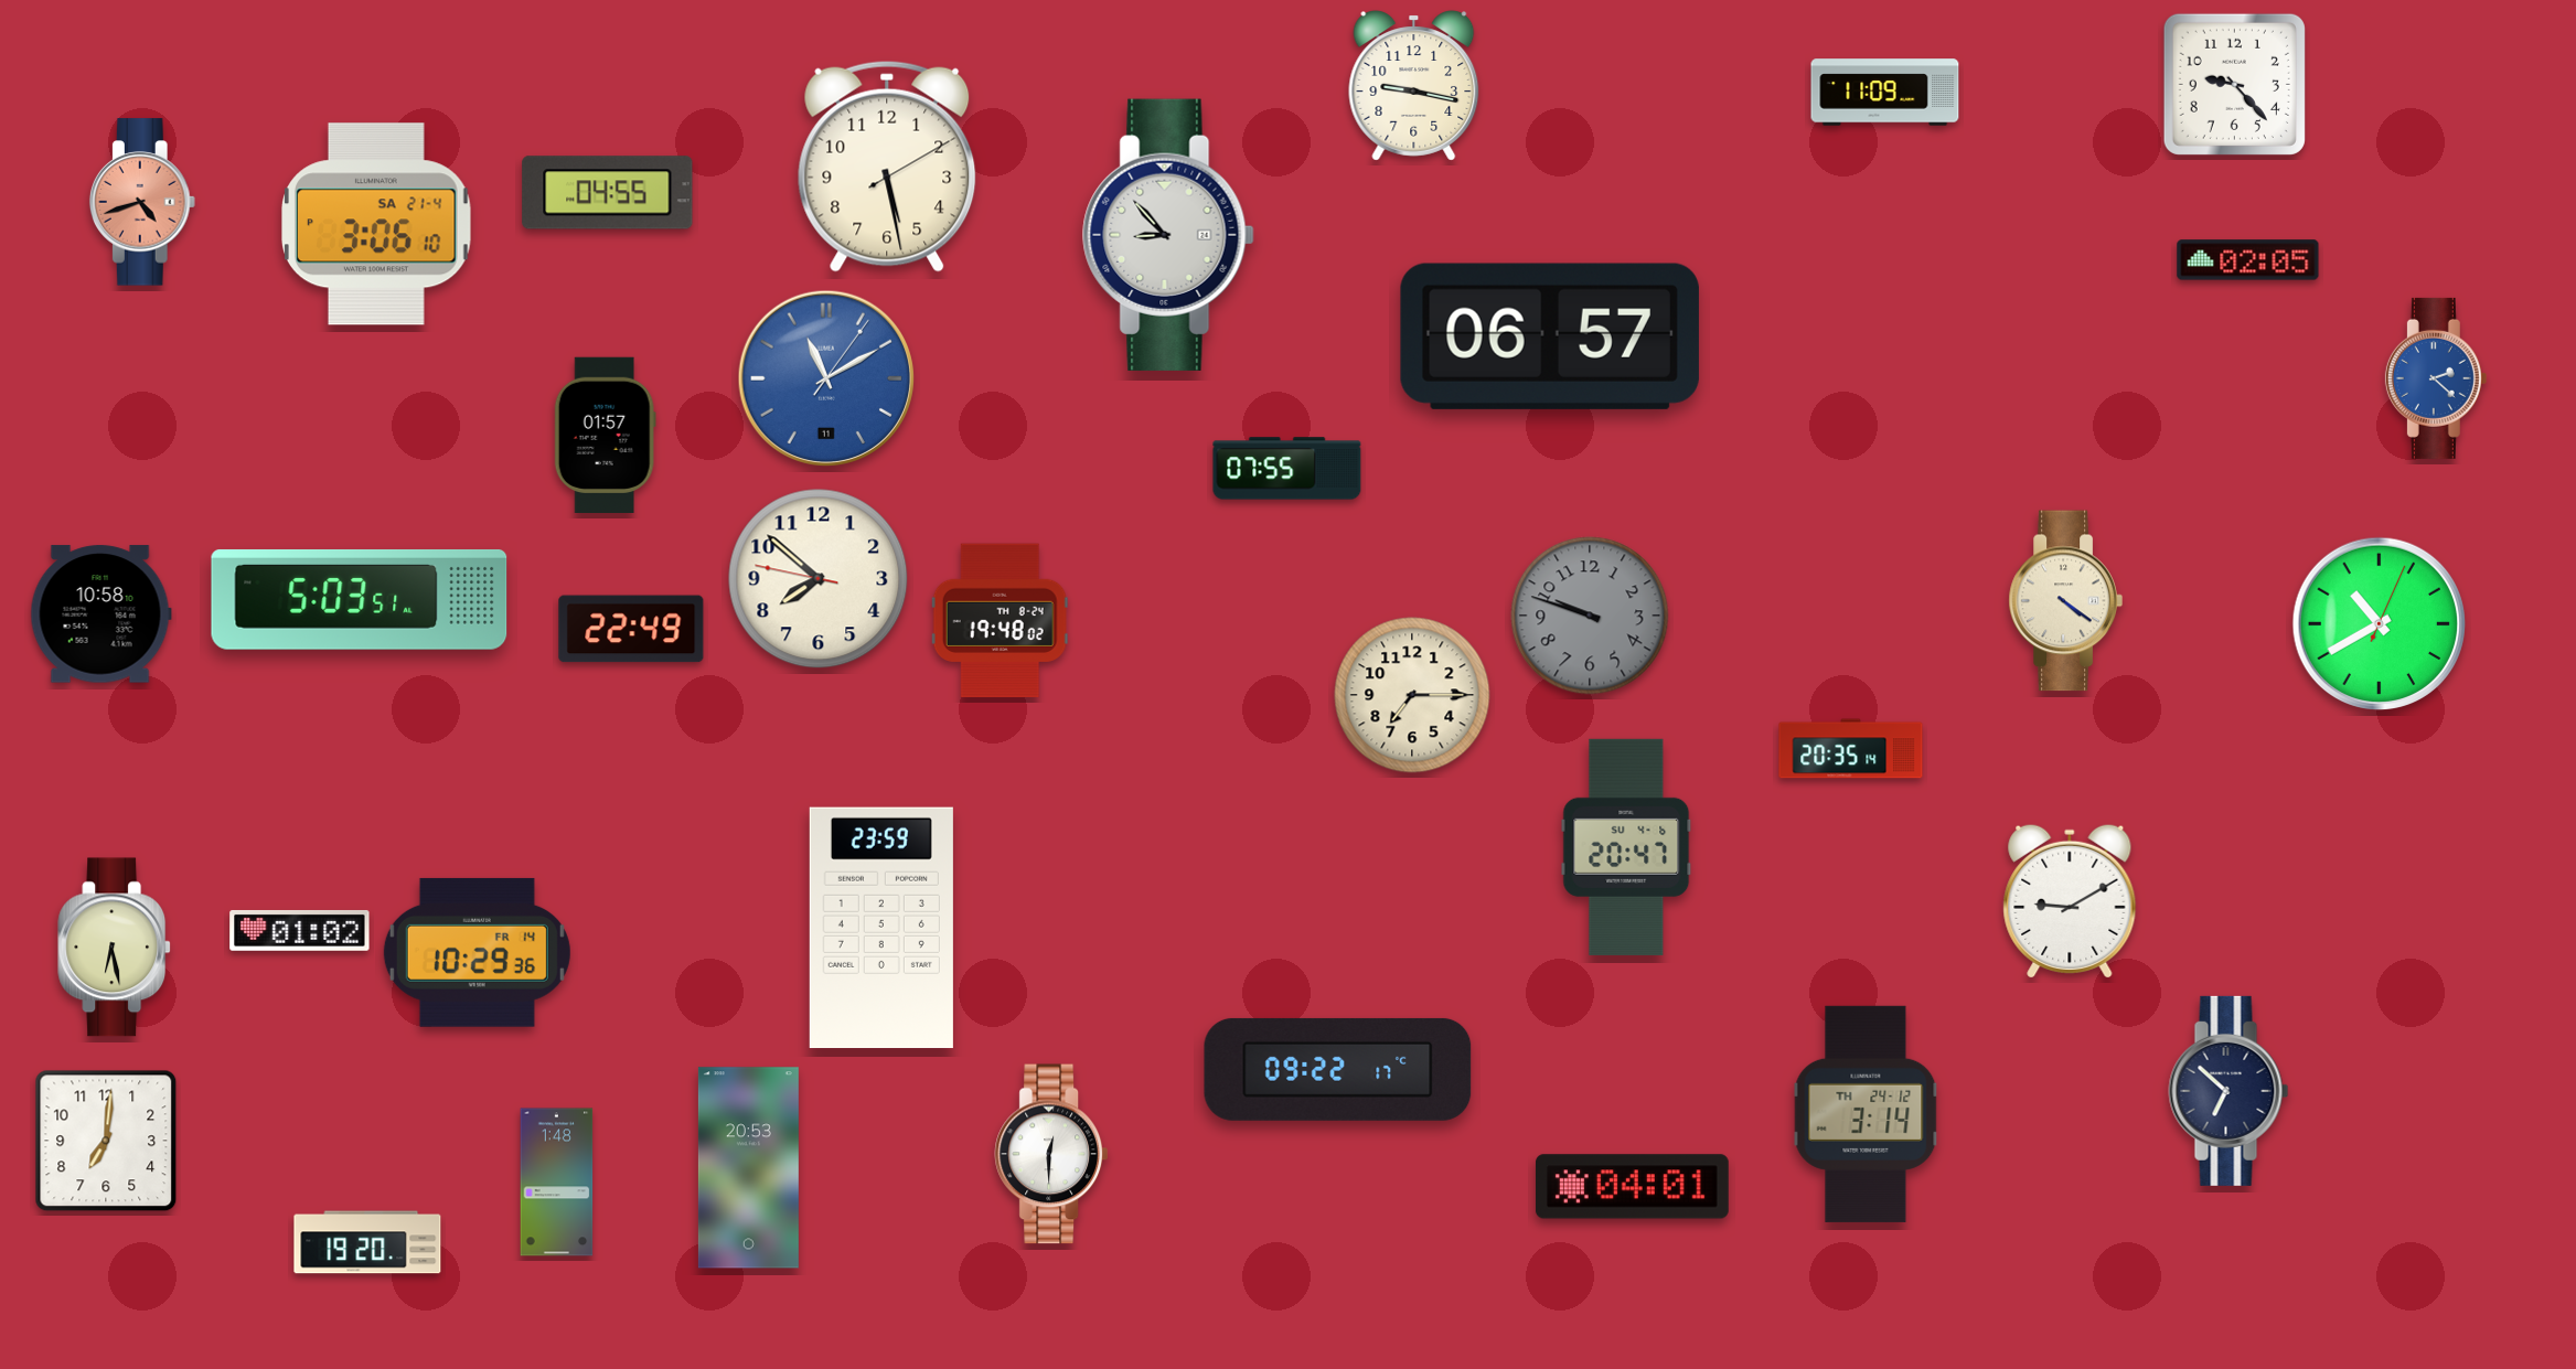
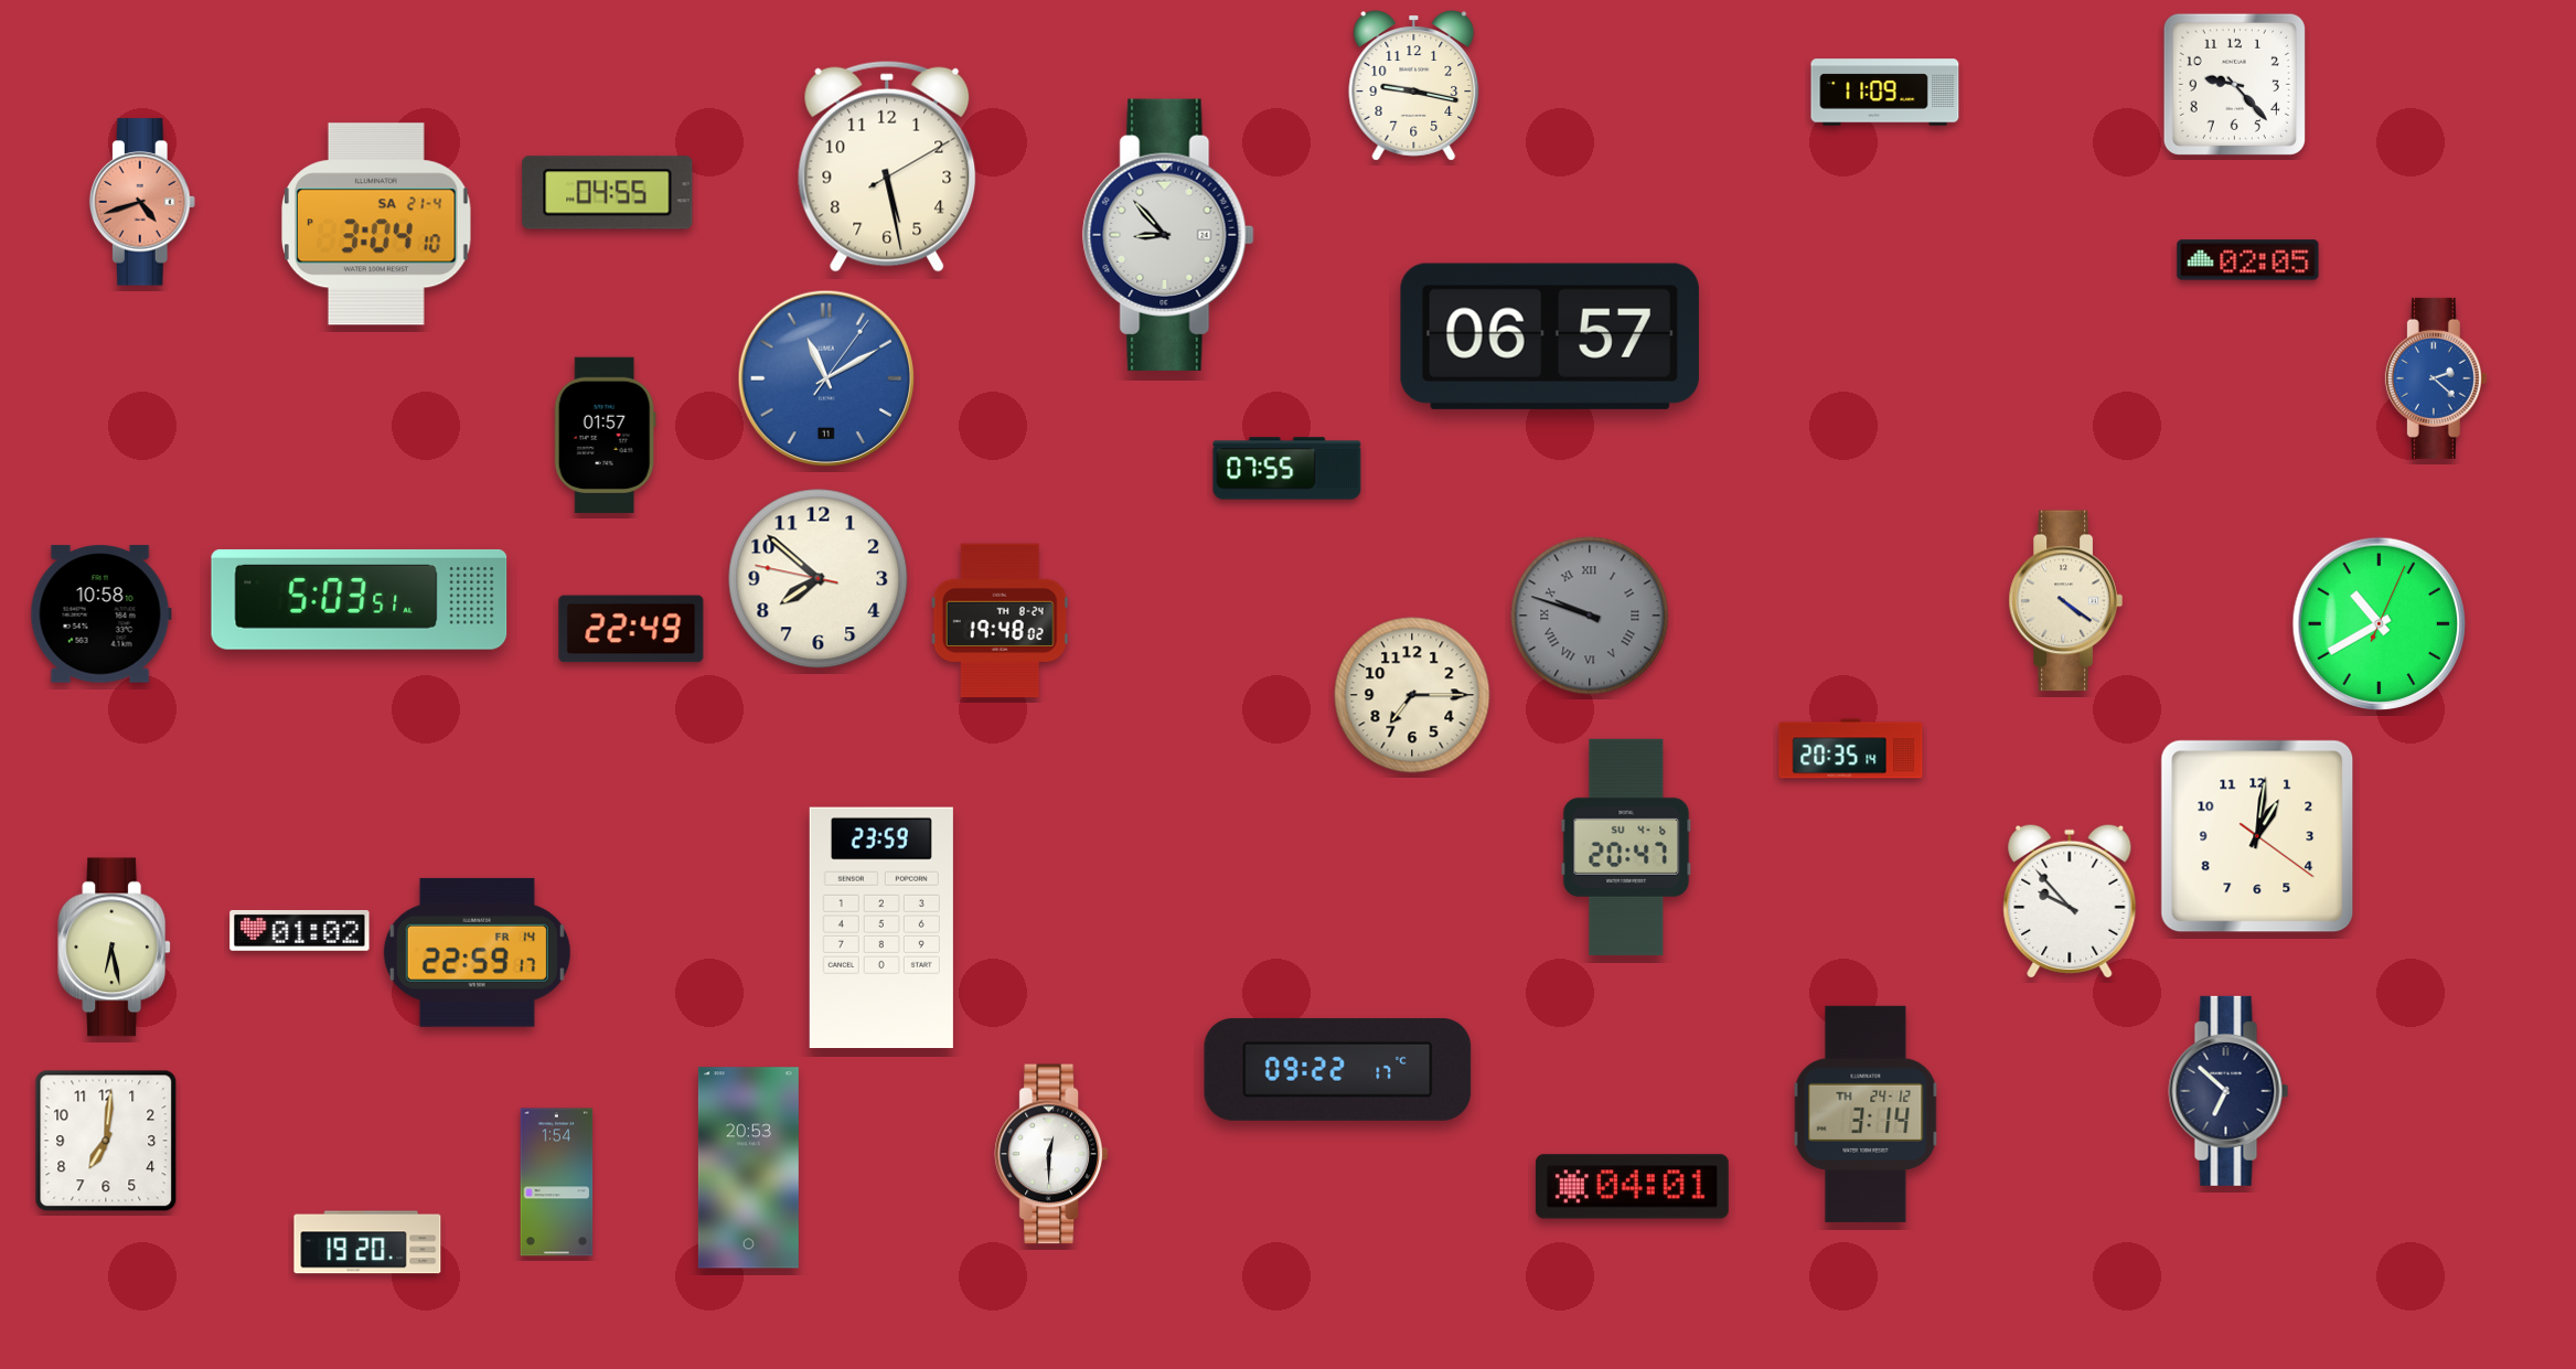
clock at (377, 224): 3:06 -> 3:04
clock at (1590, 616) numerals: Arabic -> Roman
clock at (2257, 836): none -> 1:01
clock at (2070, 901): 9:10 -> 9:53
clock at (477, 952): 10:29 -> 22:59
clock at (557, 1183): 1:48 -> 1:54
